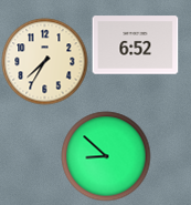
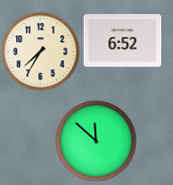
clock at (44, 61) position: (44, 61) -> (40, 51)
clock at (106, 156): 8:52 -> 11:52
